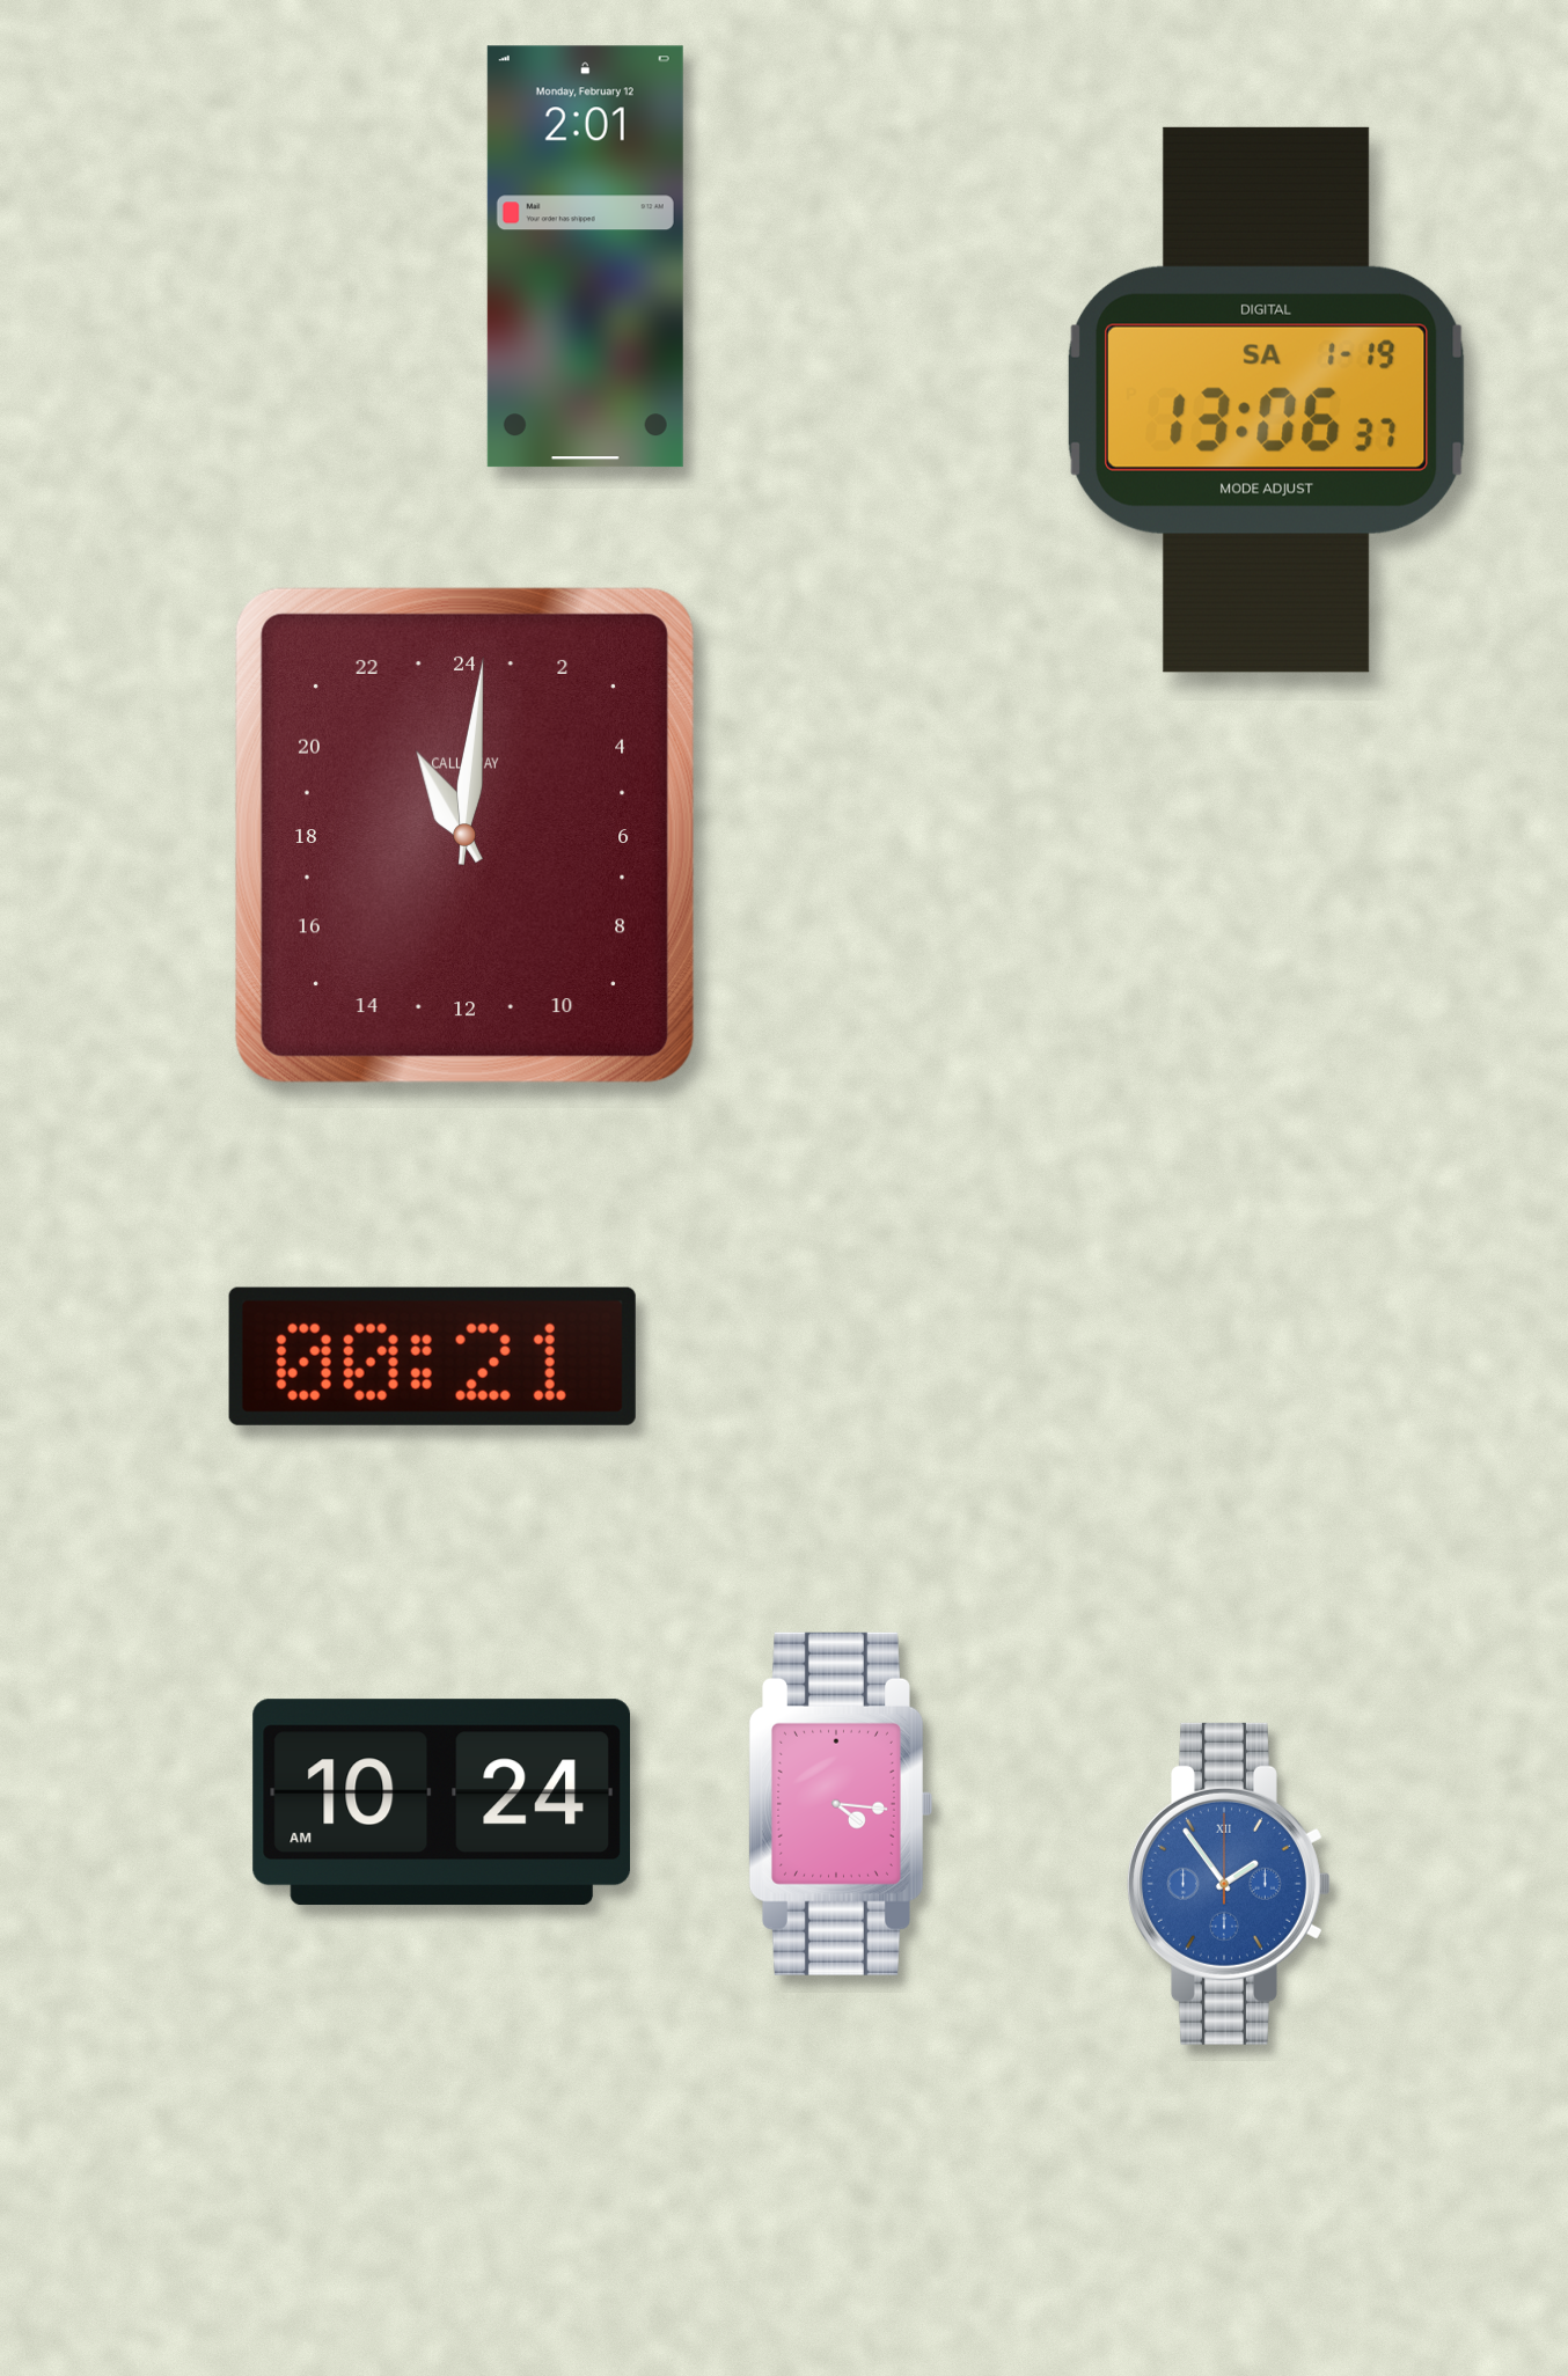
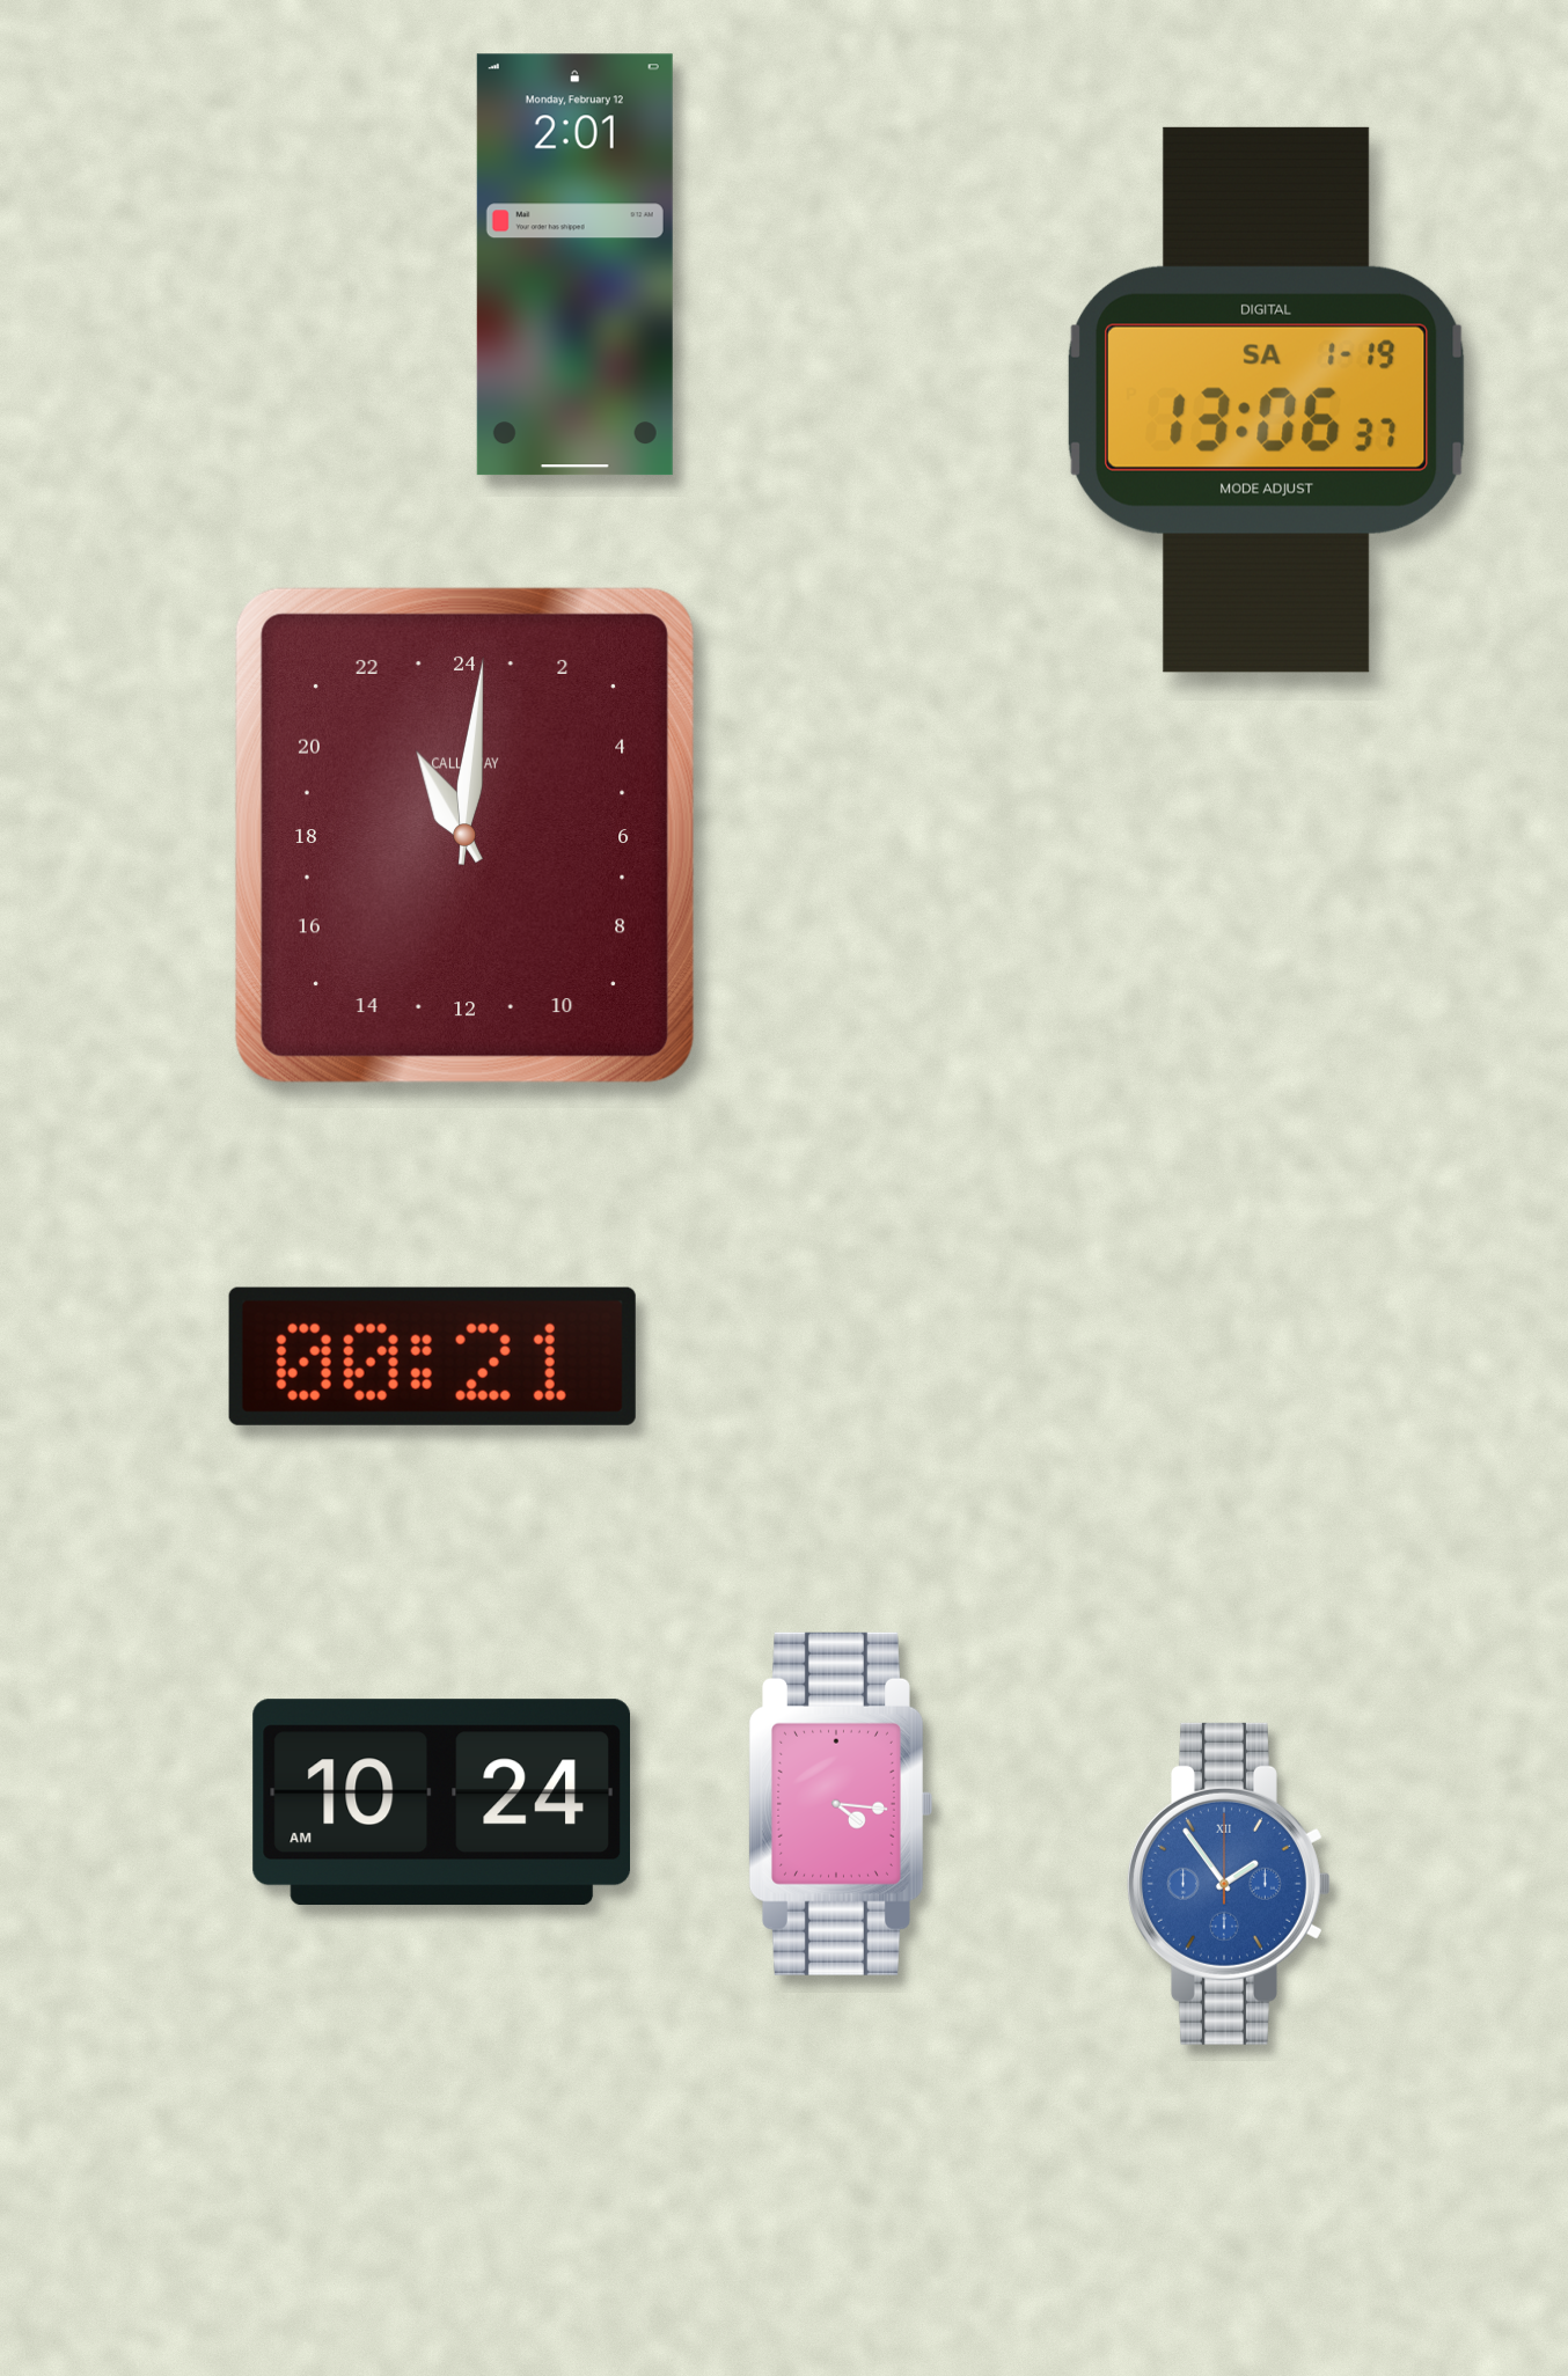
clock at (585, 257) position: (585, 257) -> (574, 265)
